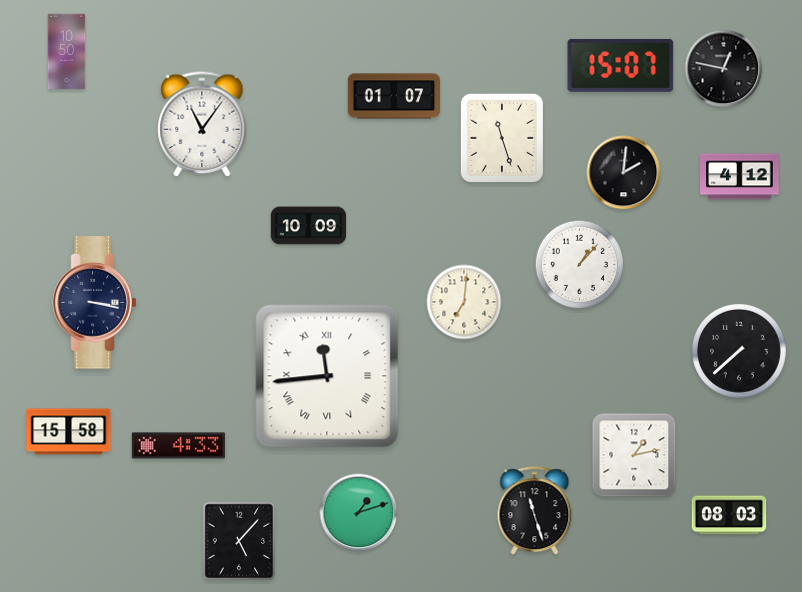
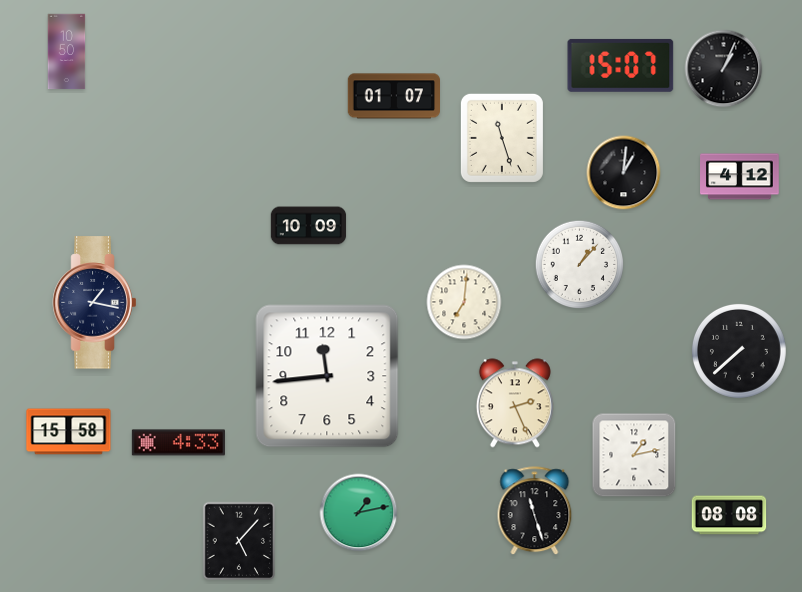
clock at (724, 69): 12:47 -> 1:04
clock at (202, 124): 11:06 -> none
clock at (624, 173): 2:01 -> 1:01
clock at (95, 303): 3:17 -> 1:17
clock at (327, 376) numerals: Roman -> Arabic
clock at (515, 403): none -> 2:26
clock at (178, 446) position: (178, 446) -> (178, 443)
clock at (359, 513): 1:12 -> 1:13
clock at (729, 515): 08:03 -> 08:08
